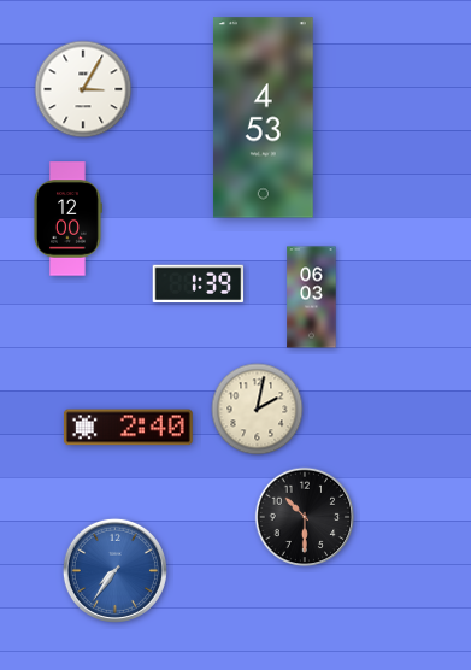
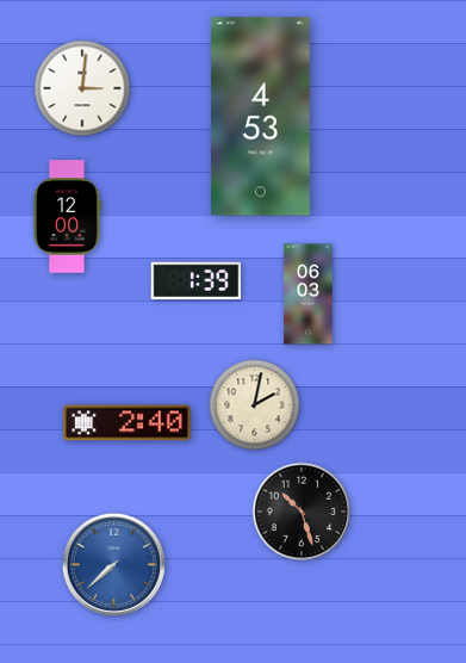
clock at (83, 89): 3:05 -> 3:01
clock at (305, 517): 10:30 -> 10:27
clock at (114, 570): 7:36 -> 7:38
